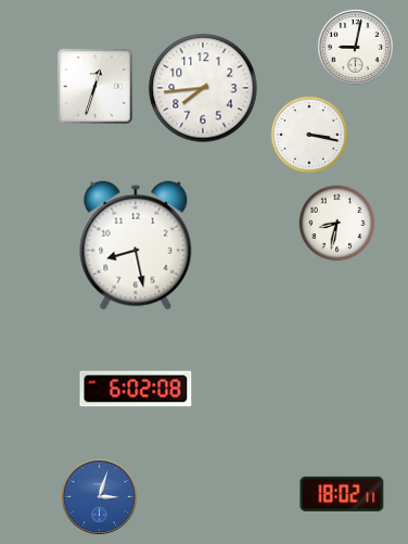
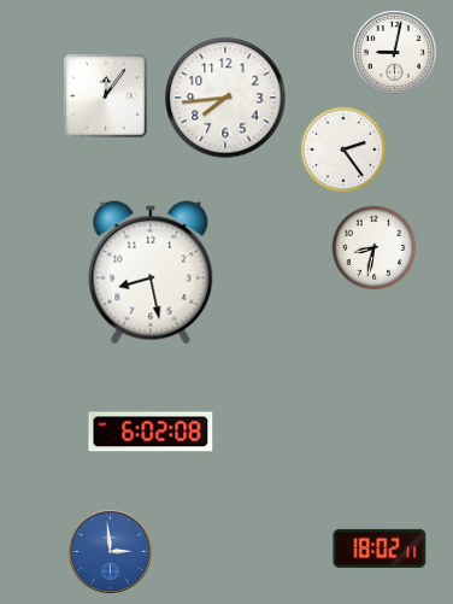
clock at (95, 87): 12:33 -> 12:06
clock at (309, 135): 3:17 -> 2:24
clock at (99, 496): 3:03 -> 2:59
